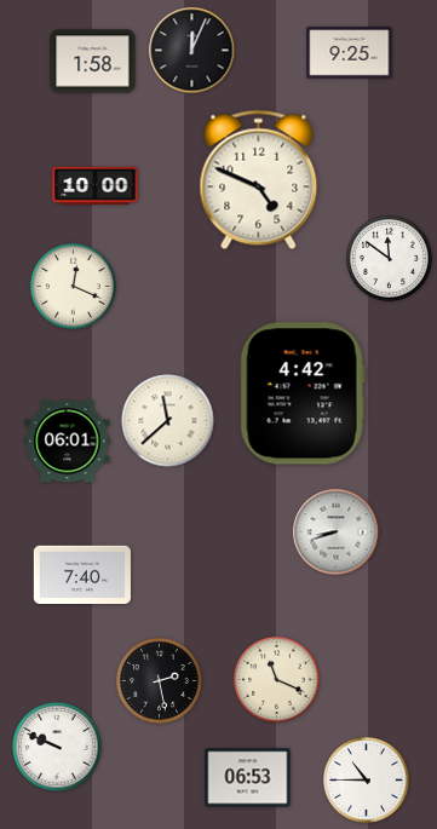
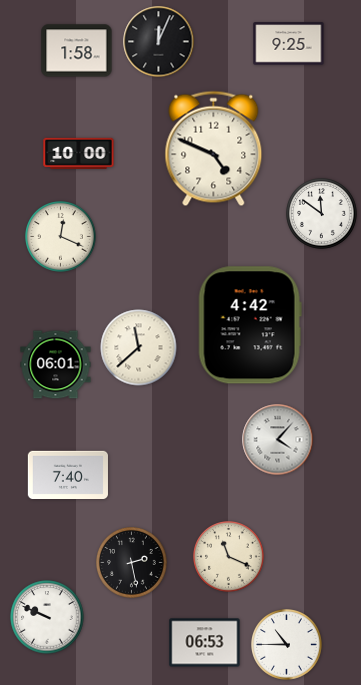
clock at (337, 532): 8:42 -> 4:07
clock at (277, 680) position: (277, 680) -> (229, 557)
clock at (367, 781) position: (367, 781) -> (287, 645)
